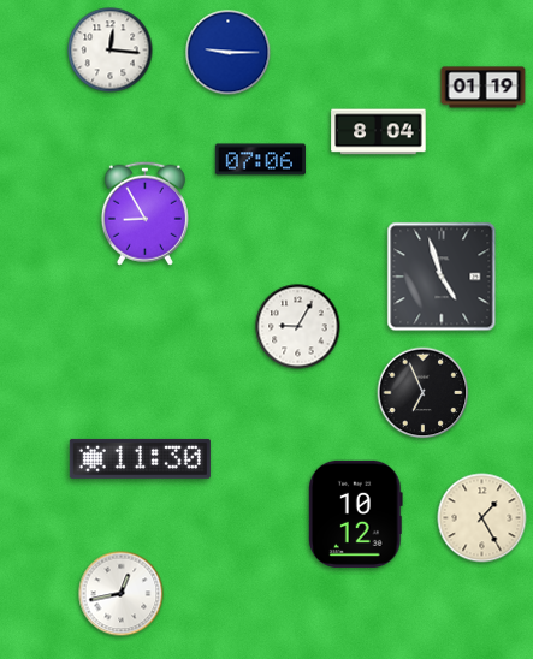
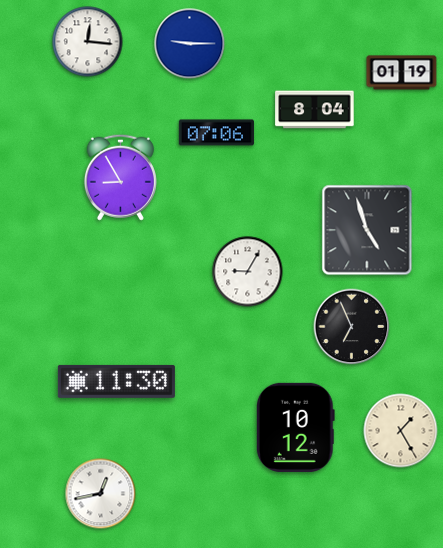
clock at (111, 51) position: (111, 51) -> (88, 42)
